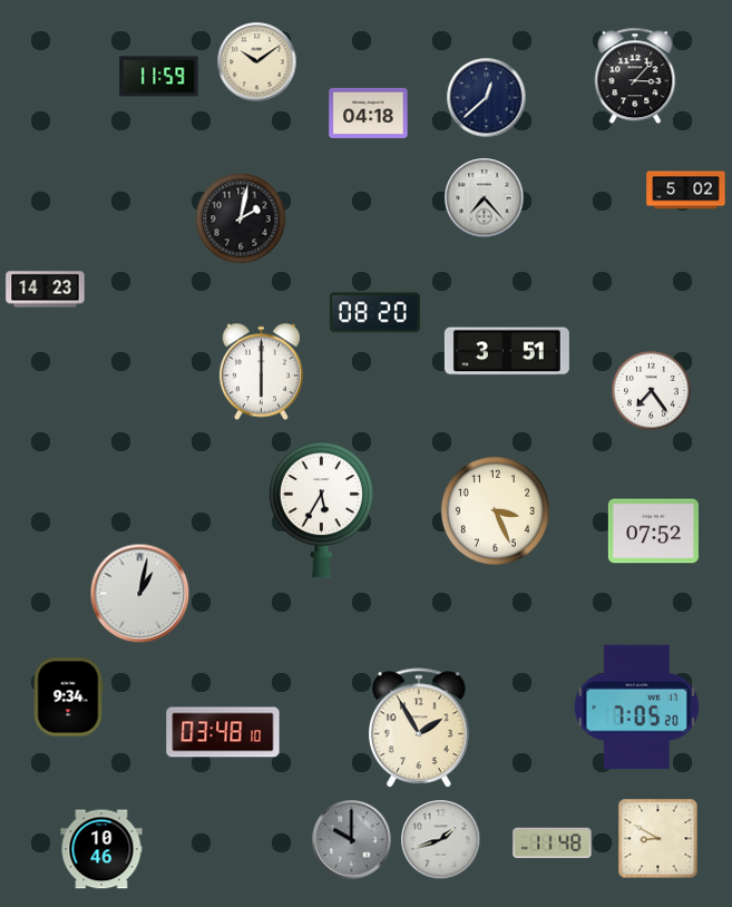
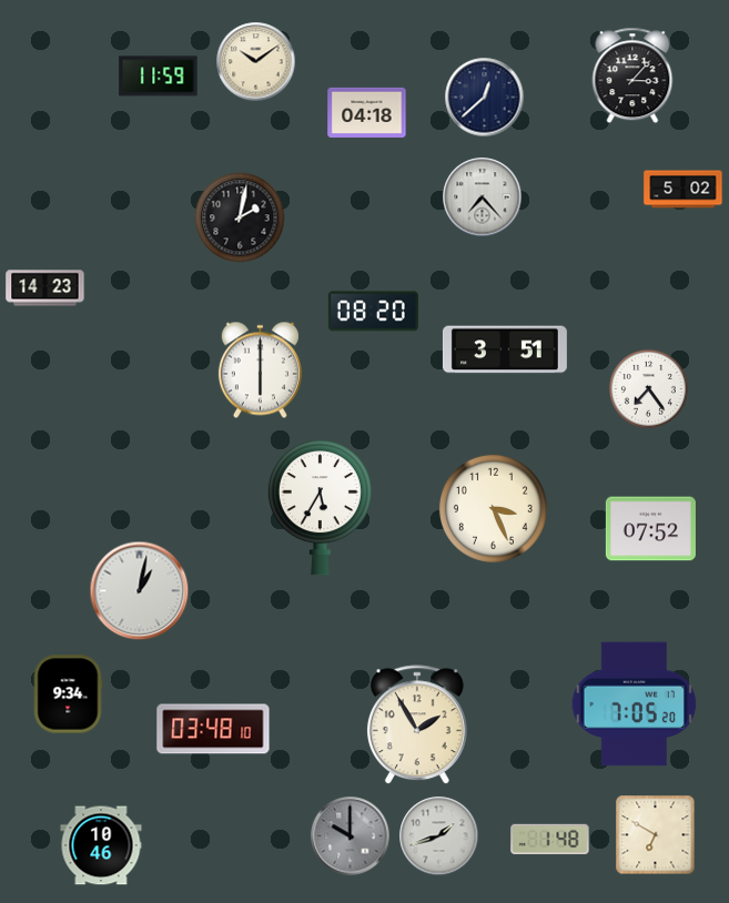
clock at (223, 732) position: (223, 732) -> (213, 729)
clock at (658, 839): 8:50 -> 6:50
clock at (553, 843): 11:48 -> 1:48
